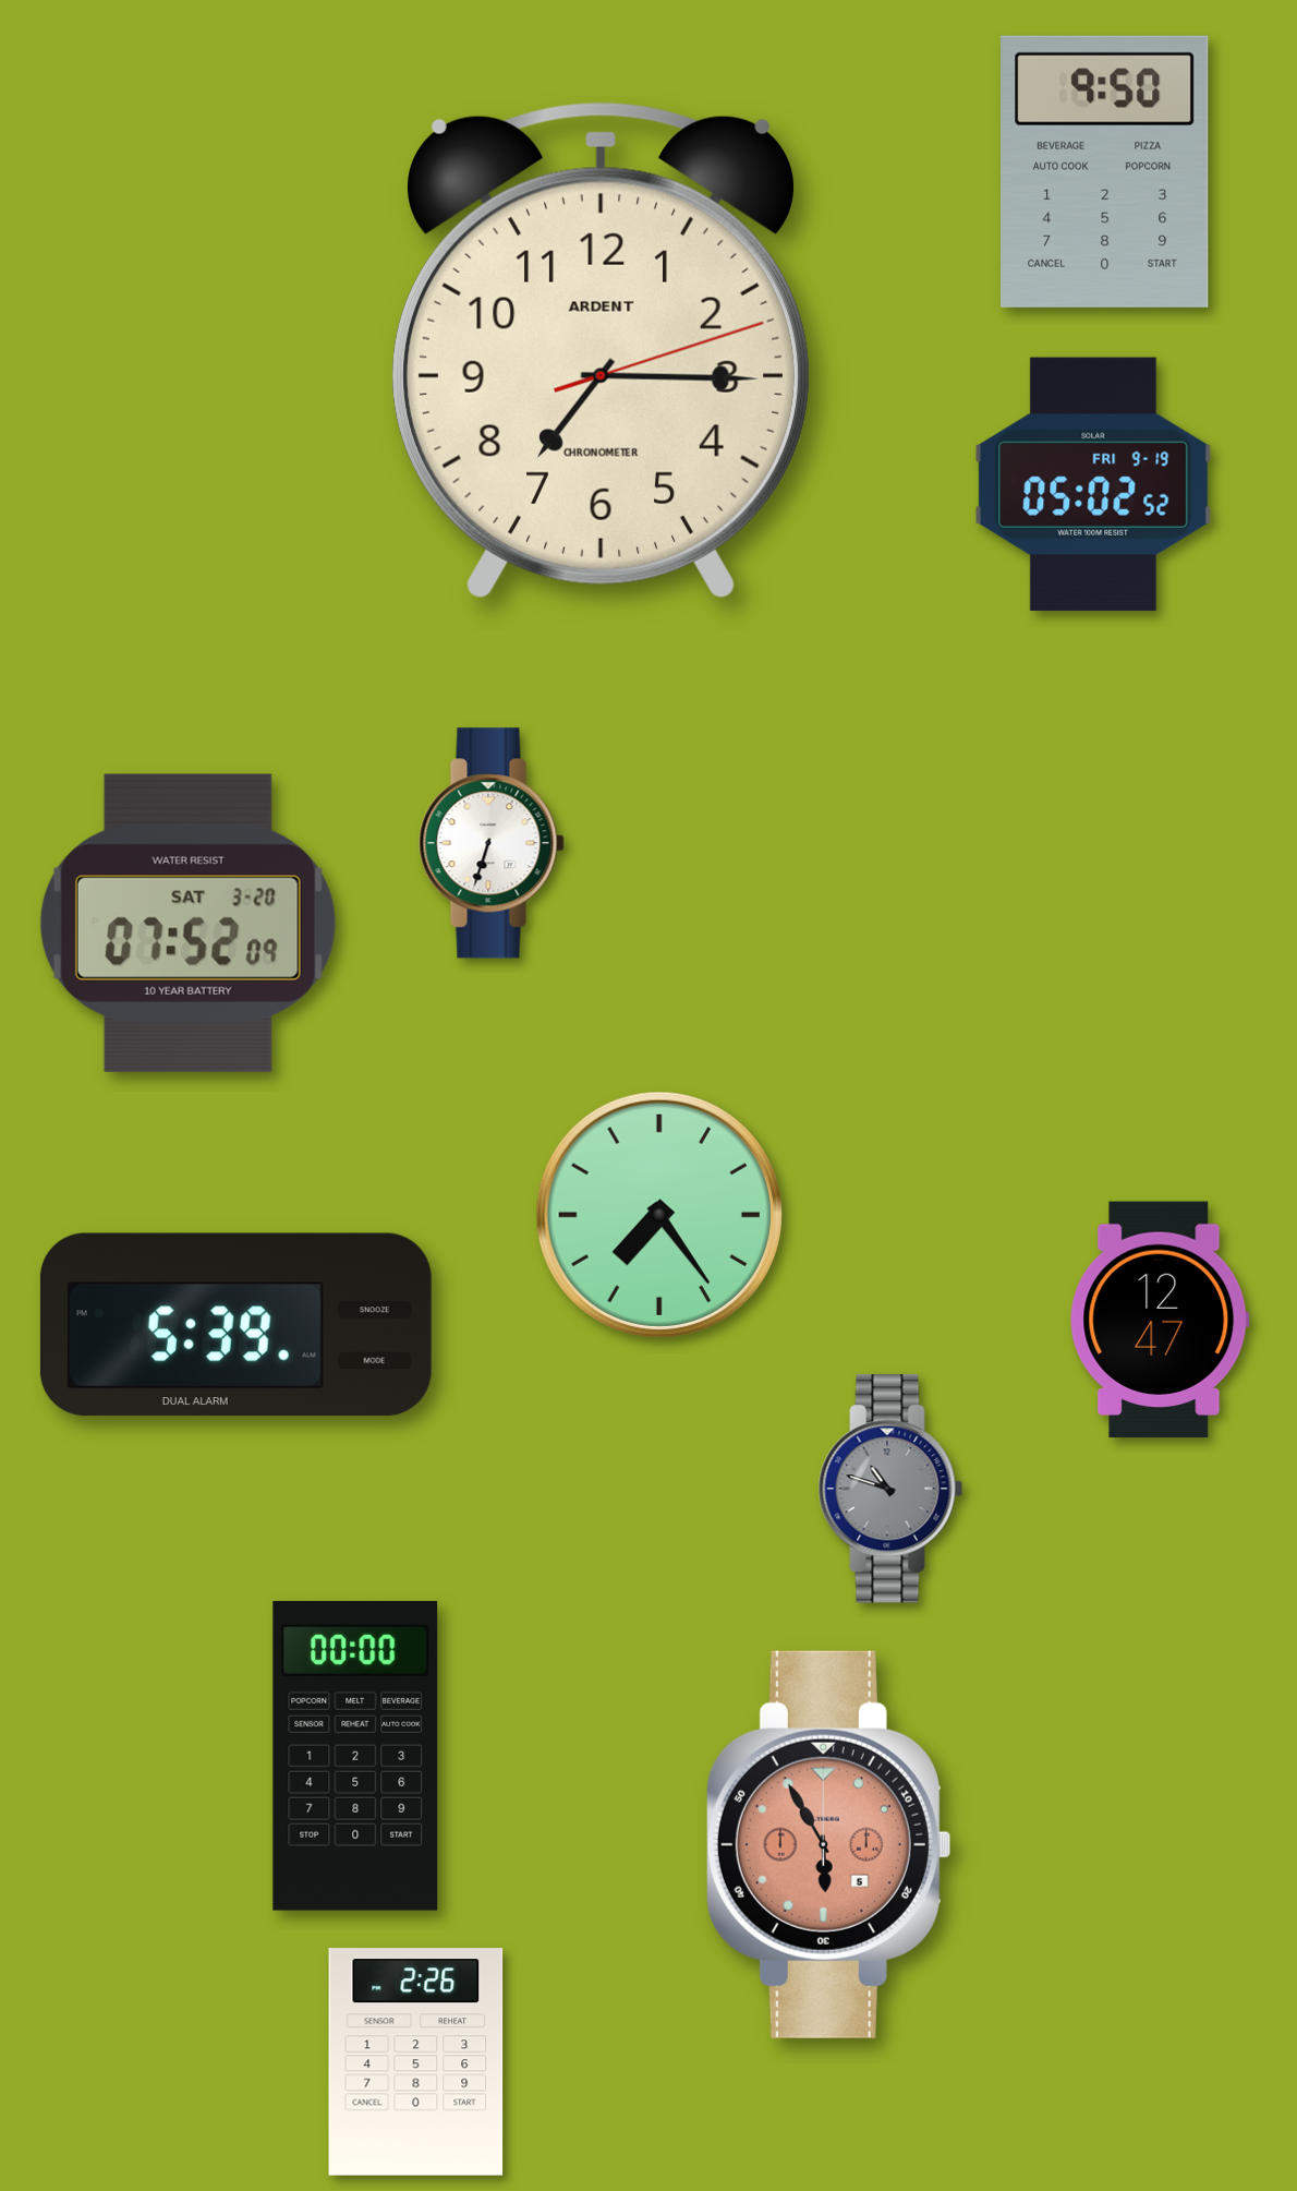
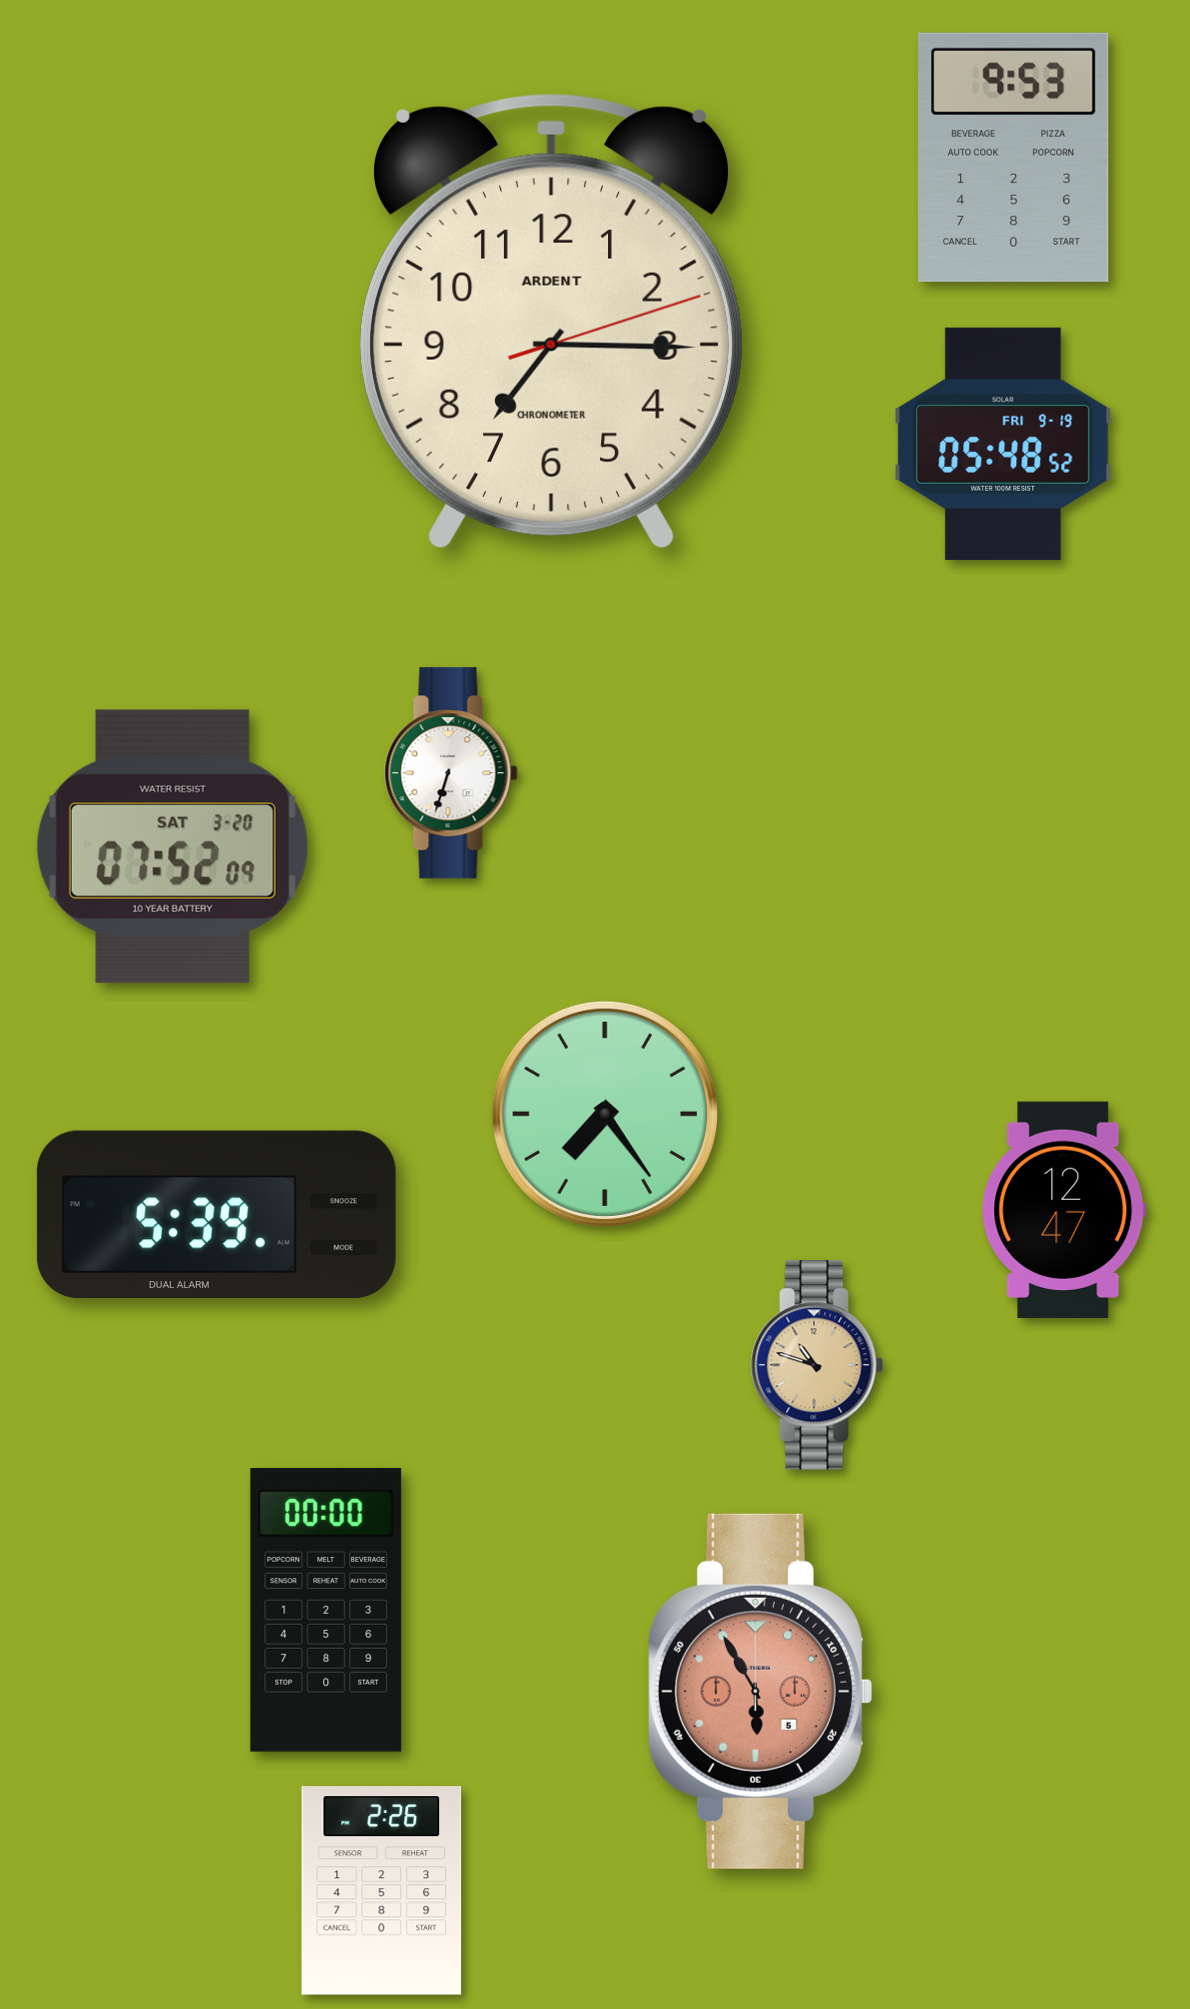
clock at (1105, 171): 9:50 -> 9:53
clock at (1093, 484): 05:02 -> 05:48
clock at (890, 1489) dial: grey -> champagne
